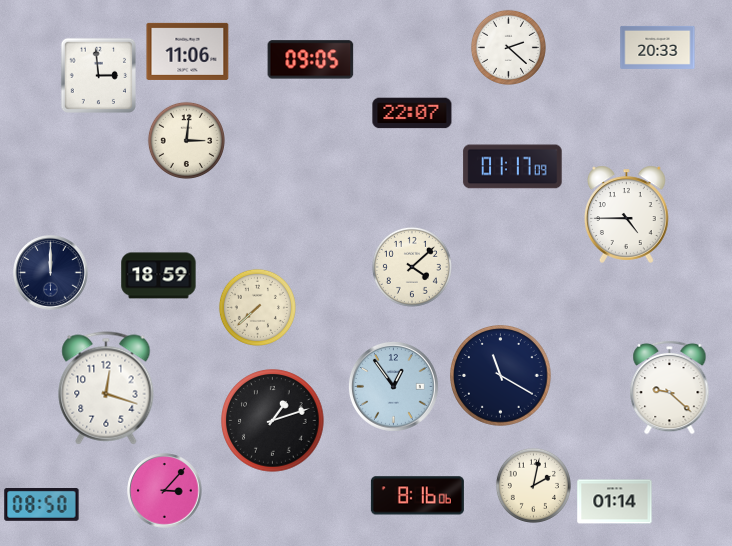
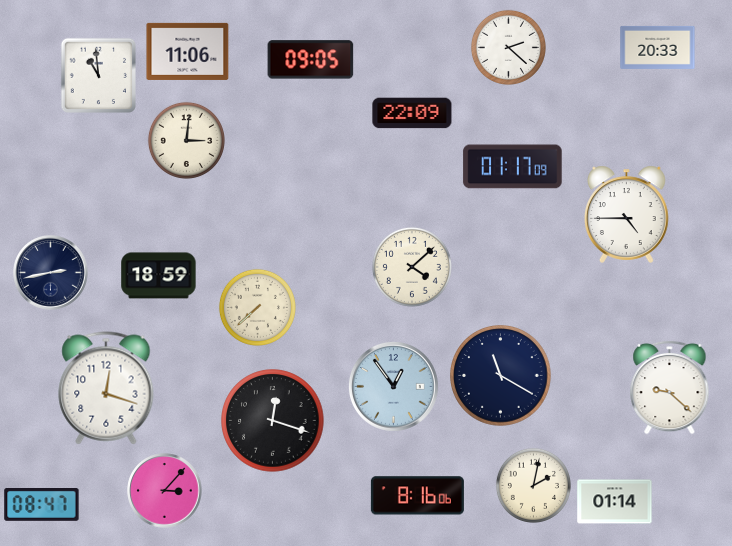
clock at (98, 75): 2:59 -> 10:59
clock at (412, 113): 22:07 -> 22:09
clock at (51, 273): 12:00 -> 2:43
clock at (273, 421): 1:12 -> 12:18
clock at (42, 505): 08:50 -> 08:47
